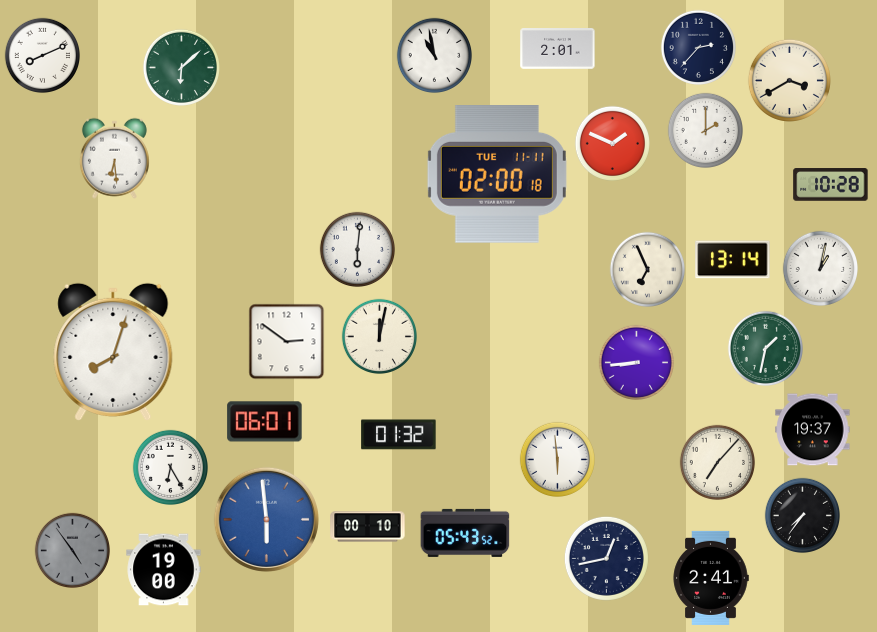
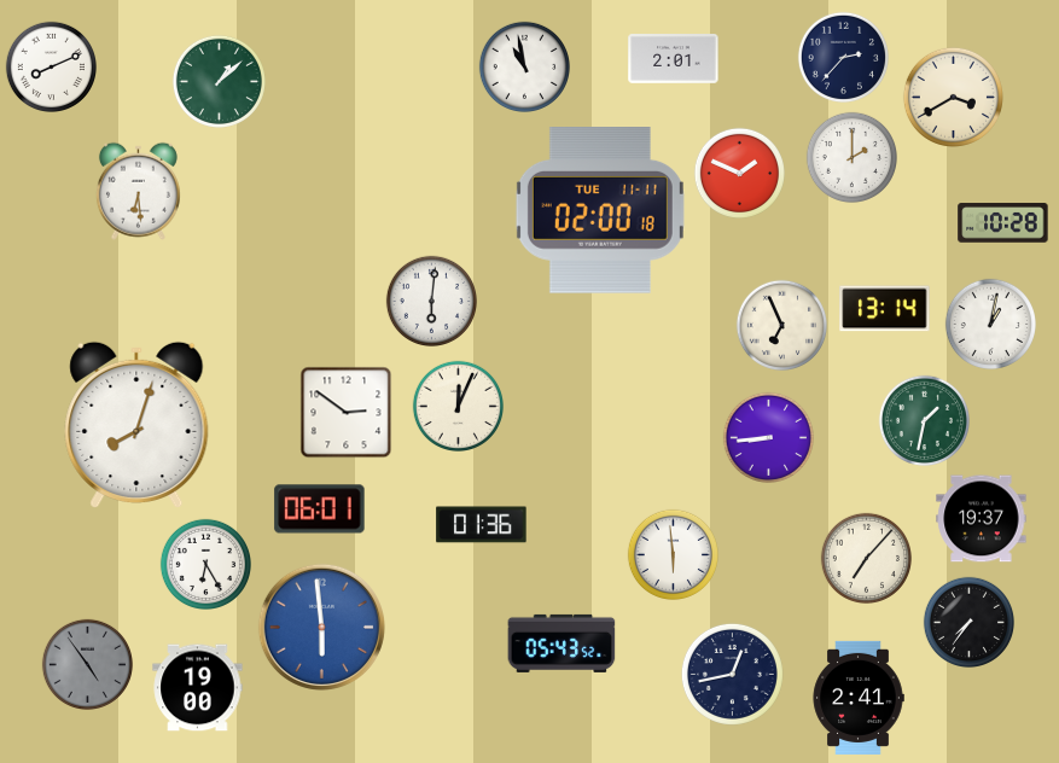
clock at (181, 67): 6:08 -> 1:08
clock at (733, 260) position: (733, 260) -> (885, 309)
clock at (379, 336): 12:02 -> 12:04
clock at (399, 435): 01:32 -> 01:36
clock at (368, 527): 00:10 -> none
